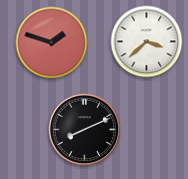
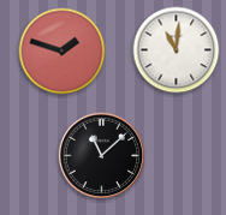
clock at (147, 42): 3:38 -> 11:01
clock at (85, 130): 8:11 -> 11:08
